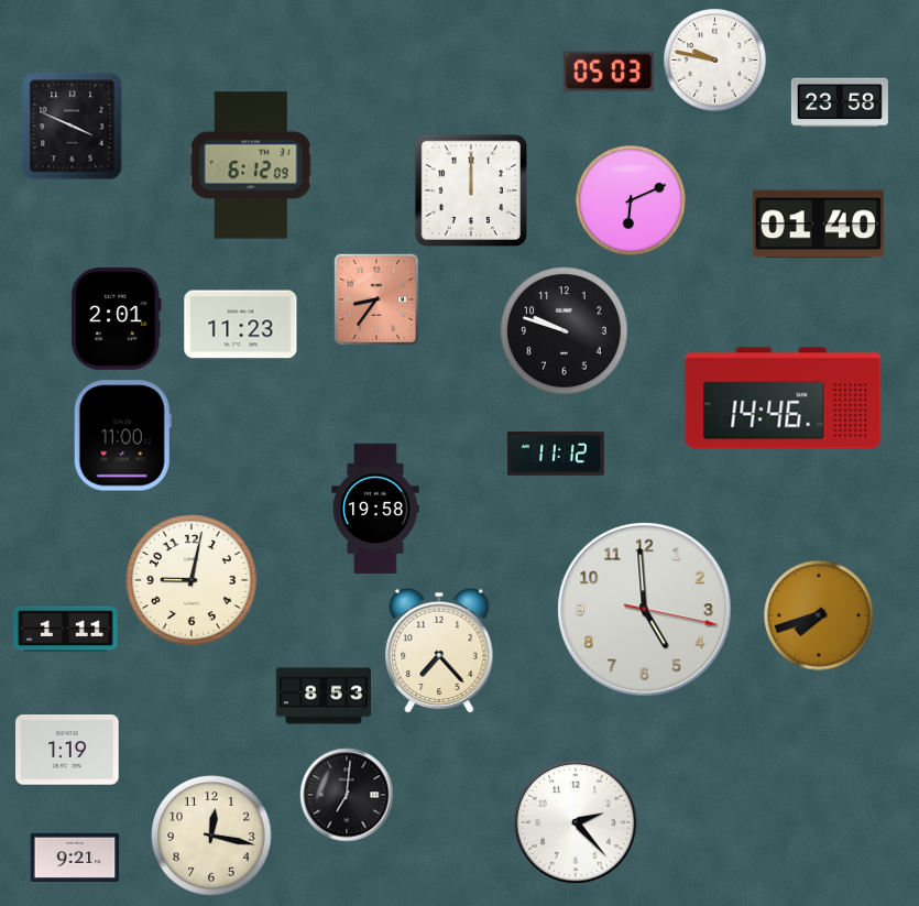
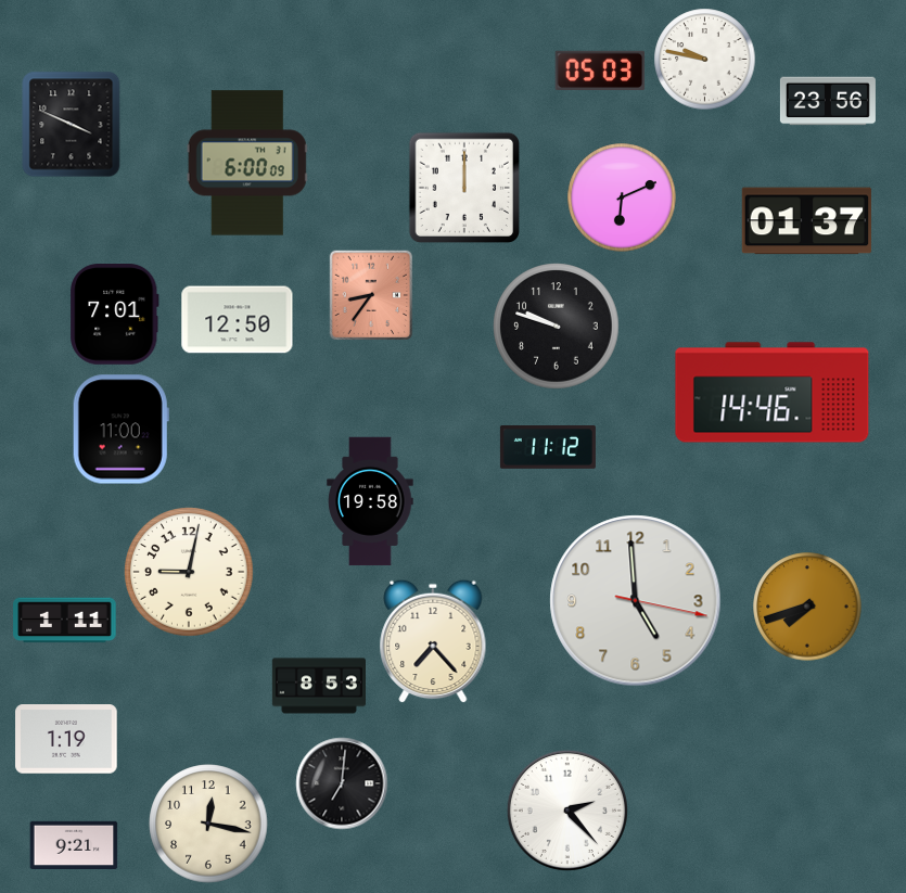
clock at (840, 102): 23:58 -> 23:56
clock at (251, 165): 6:12 -> 6:00
clock at (818, 225): 01:40 -> 01:37
clock at (117, 319): 2:01 -> 7:01
clock at (241, 325): 11:23 -> 12:50
